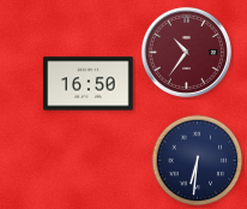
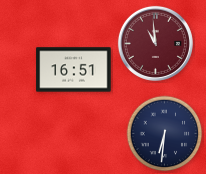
clock at (186, 52): 10:36 -> 10:59
clock at (89, 84): 16:50 -> 16:51
